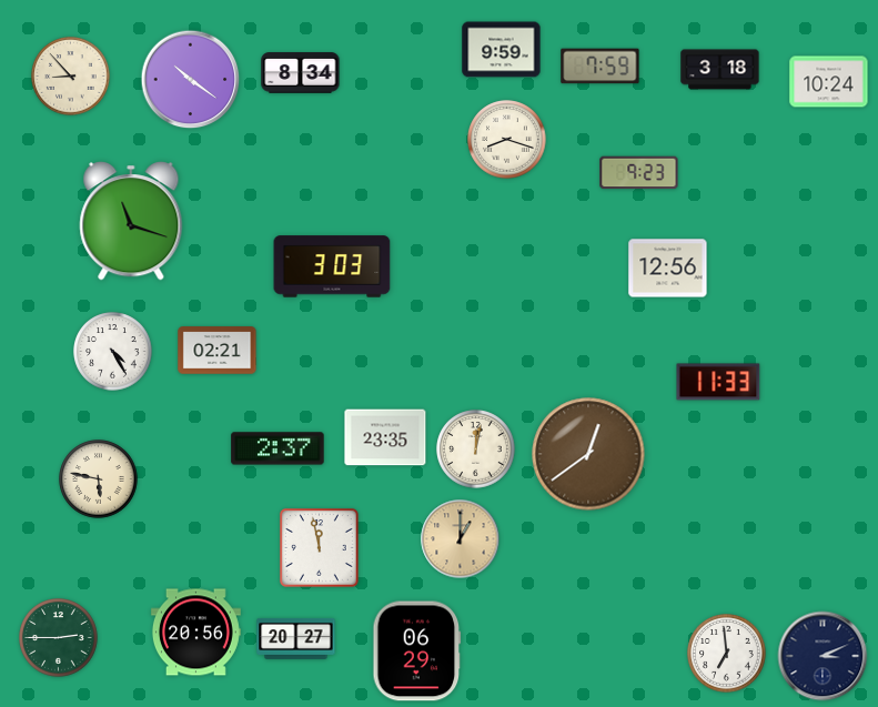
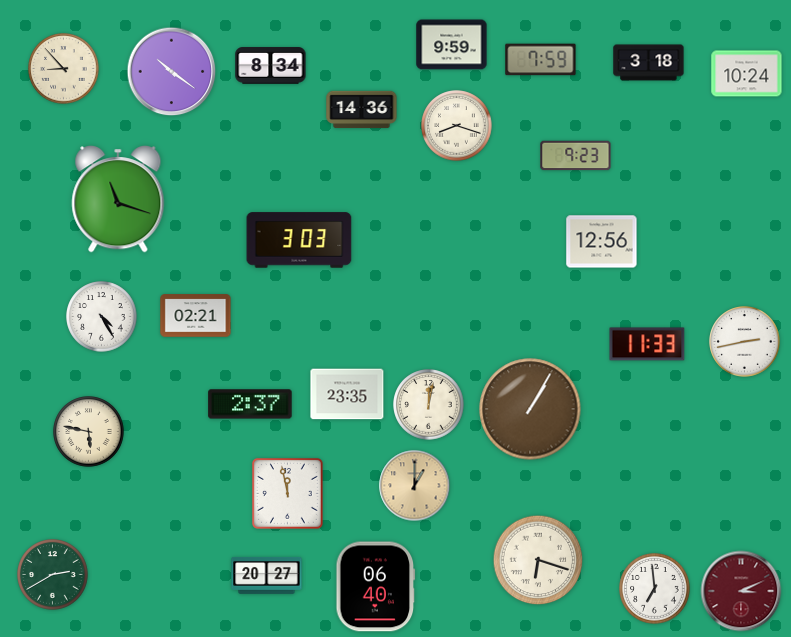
clock at (362, 110): none -> 14:36
clock at (745, 342): none -> 2:43
clock at (588, 454): 12:39 -> 1:05
clock at (538, 560): none -> 6:18
clock at (195, 633): 20:56 -> none
clock at (59, 638): 2:45 -> 2:40
clock at (417, 652): 06:29 -> 06:40
clock at (823, 656) dial: navy -> burgundy
